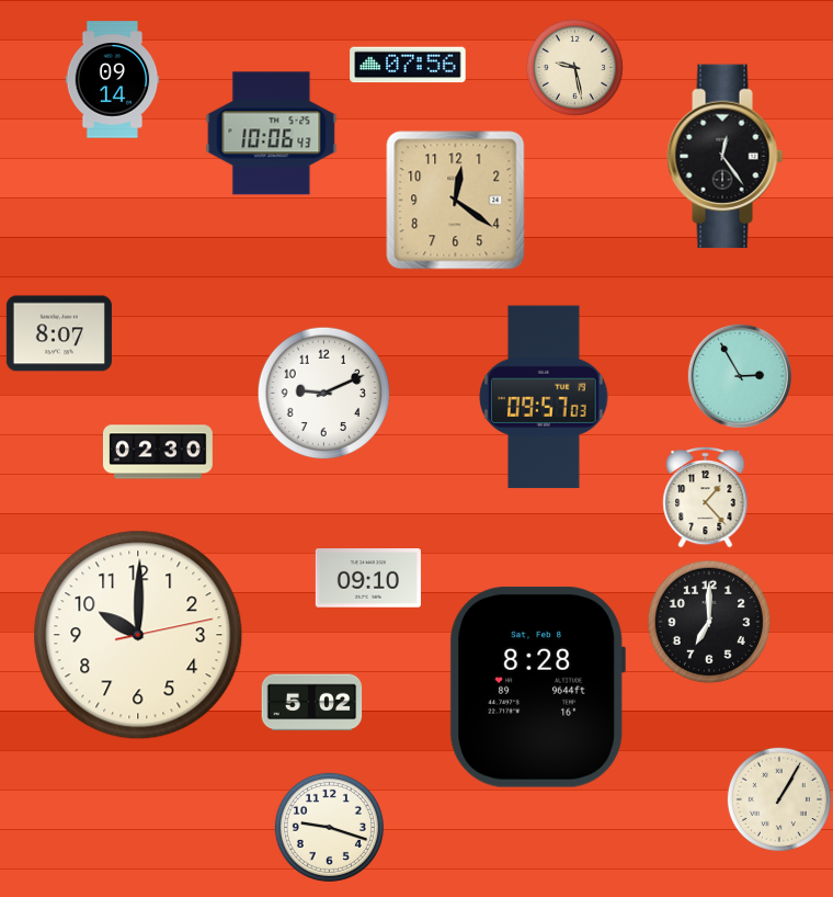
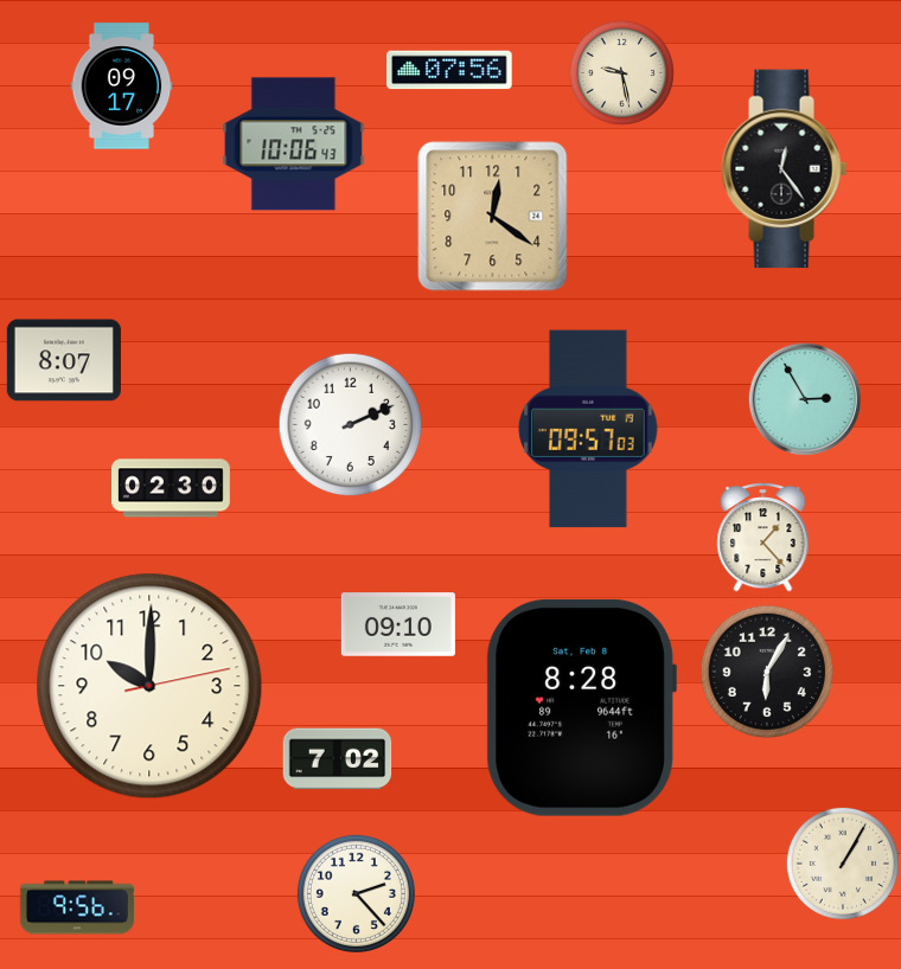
clock at (408, 65) position: (408, 65) -> (449, 70)
clock at (113, 80): 09:14 -> 09:17
clock at (740, 376) position: (740, 376) -> (805, 399)
clock at (324, 394): 9:11 -> 2:11
clock at (708, 621): 7:00 -> 6:05
clock at (537, 686) position: (537, 686) -> (581, 707)
clock at (312, 703): 5:02 -> 7:02
clock at (329, 827): 9:18 -> 2:23
clock at (77, 907): none -> 9:56
